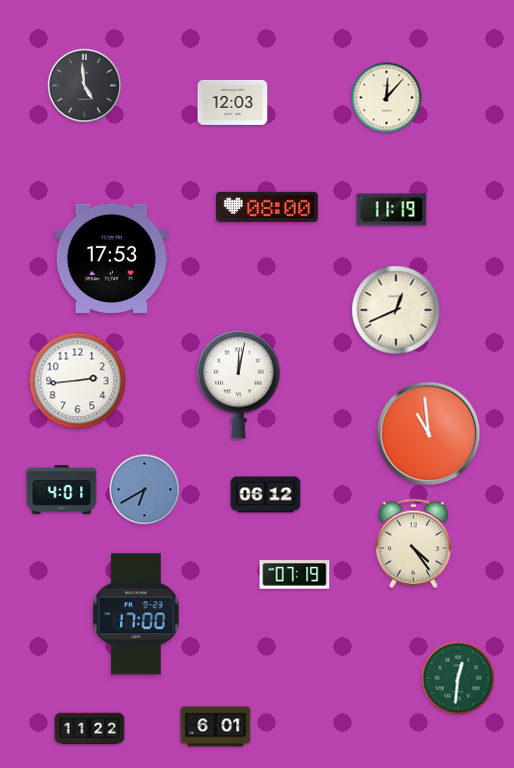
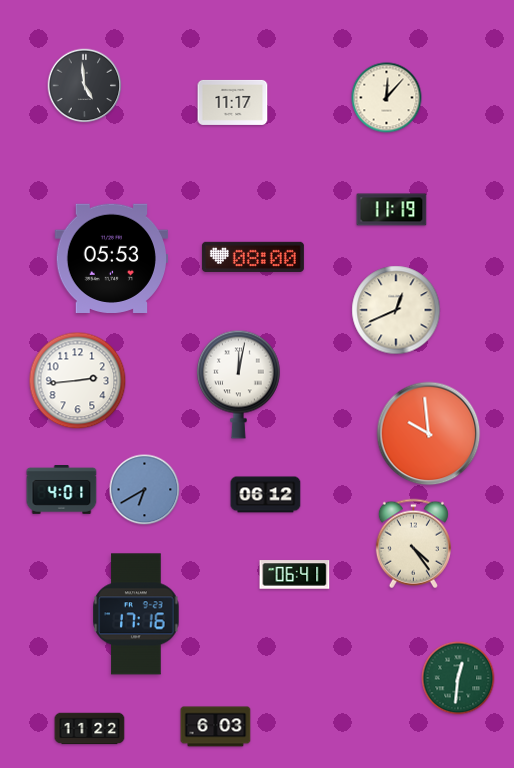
clock at (233, 102): 12:03 -> 11:17
clock at (267, 207) position: (267, 207) -> (253, 257)
clock at (111, 258): 17:53 -> 05:53
clock at (429, 434): 10:59 -> 9:59
clock at (295, 575): 07:19 -> 06:41
clock at (136, 614): 17:00 -> 17:16
clock at (216, 727): 6:01 -> 6:03
